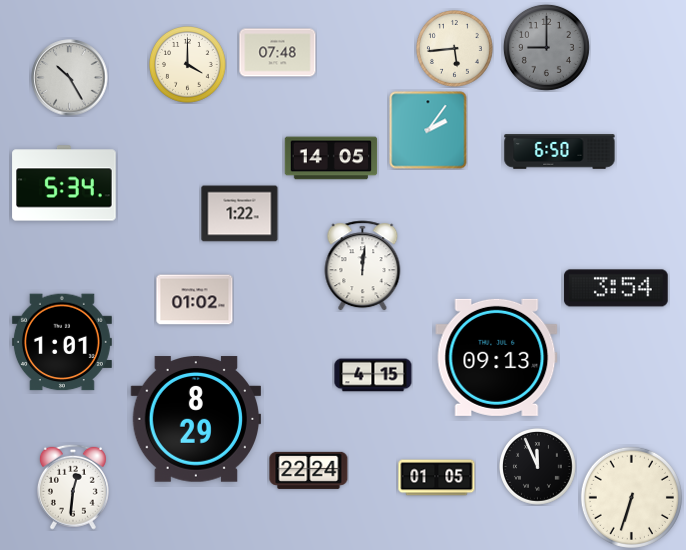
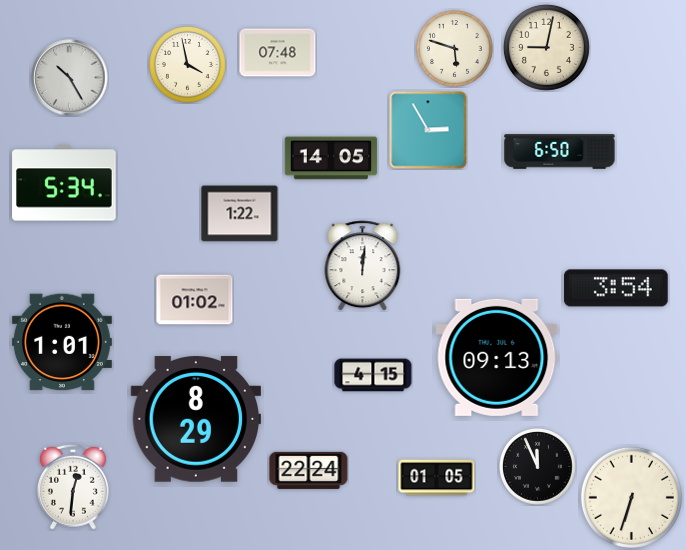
clock at (546, 47): 9:00 -> 9:02
clock at (546, 47) dial: grey -> cream
clock at (455, 49): 5:44 -> 5:48
clock at (188, 65): 4:00 -> 3:58
clock at (428, 130): 2:06 -> 2:55
